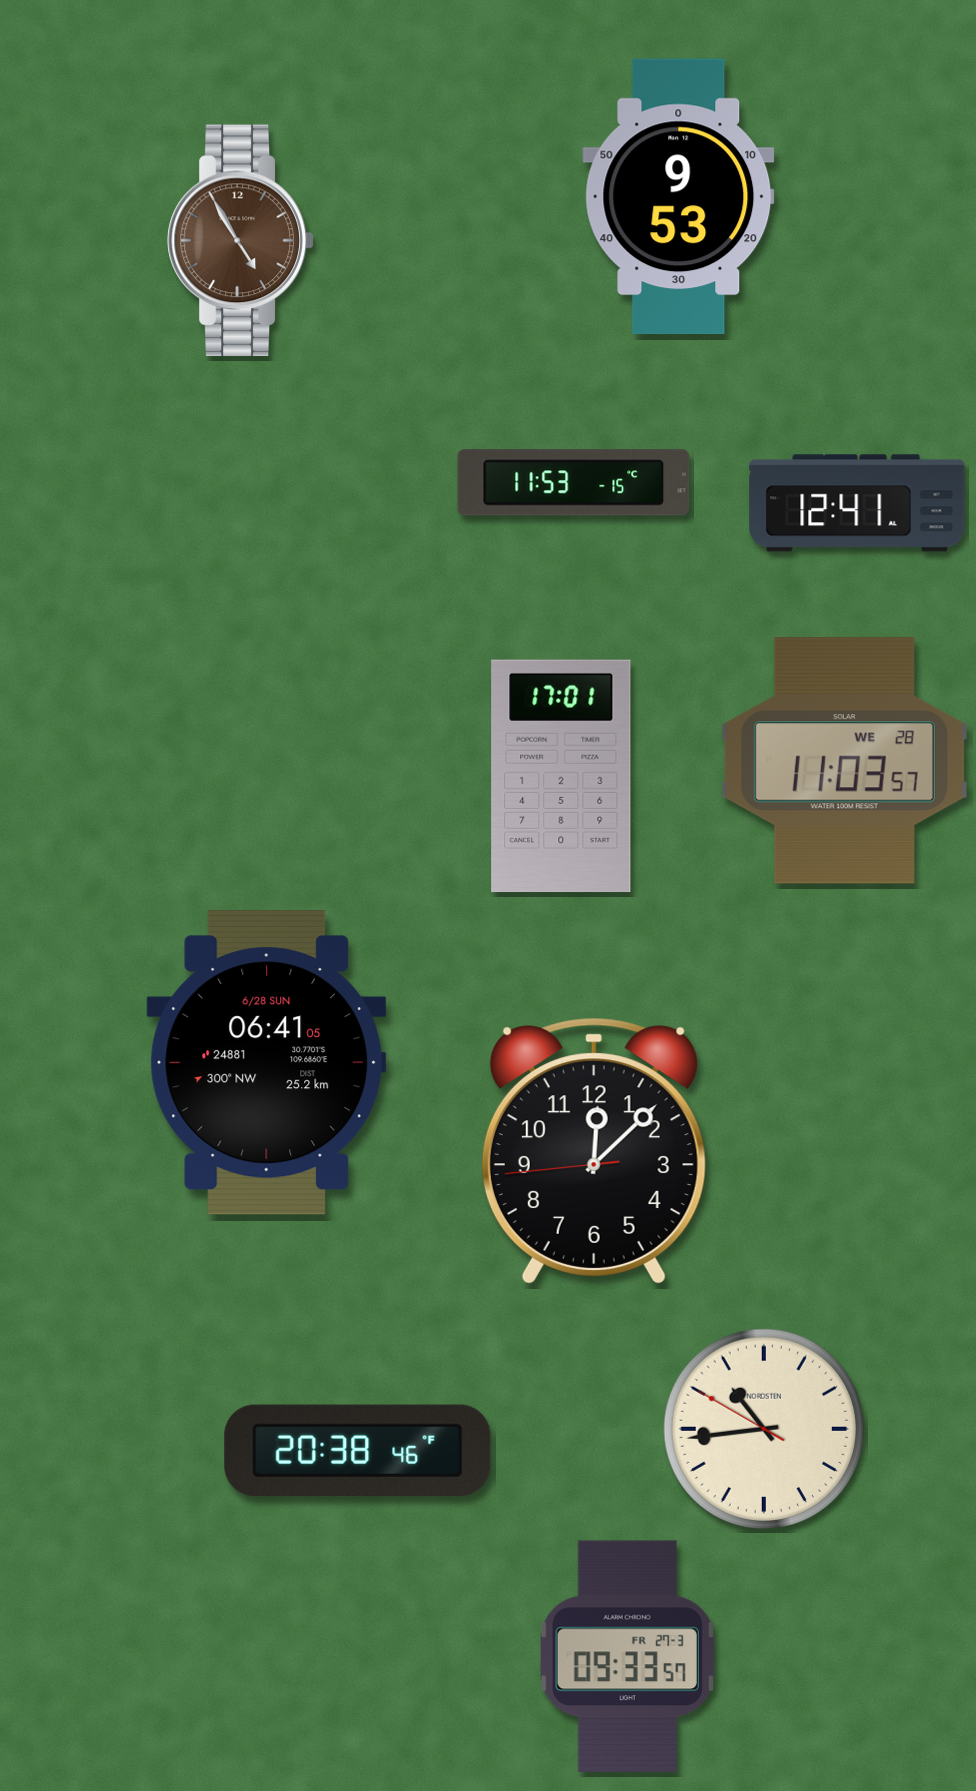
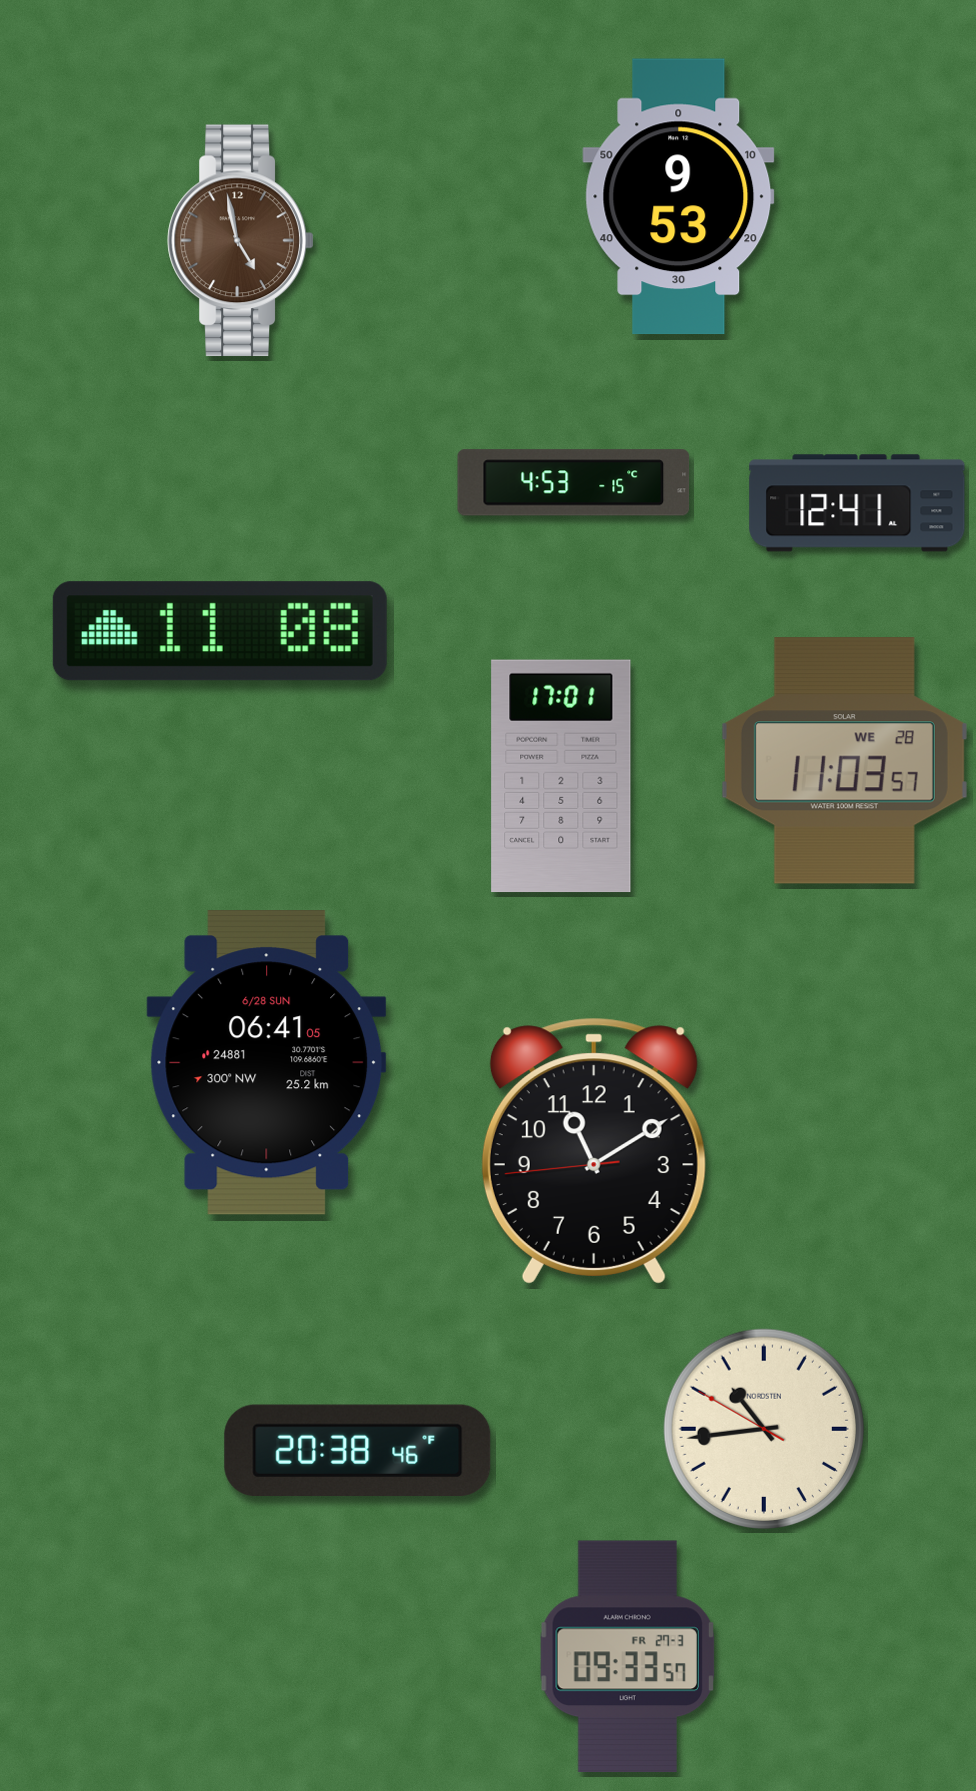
clock at (241, 241): 4:55 -> 4:58
clock at (574, 483): 11:53 -> 4:53
clock at (220, 631): none -> 11:08
clock at (594, 1151): 12:07 -> 11:09
